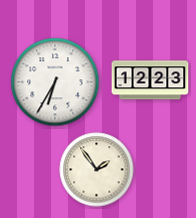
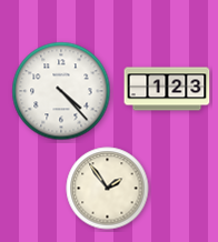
clock at (150, 80): 12:23 -> 1:23
clock at (55, 82): 6:35 -> 4:23
